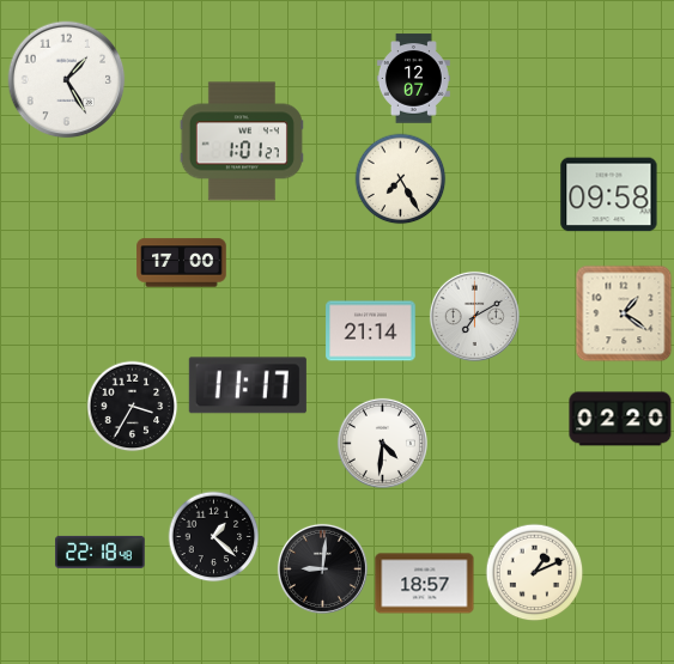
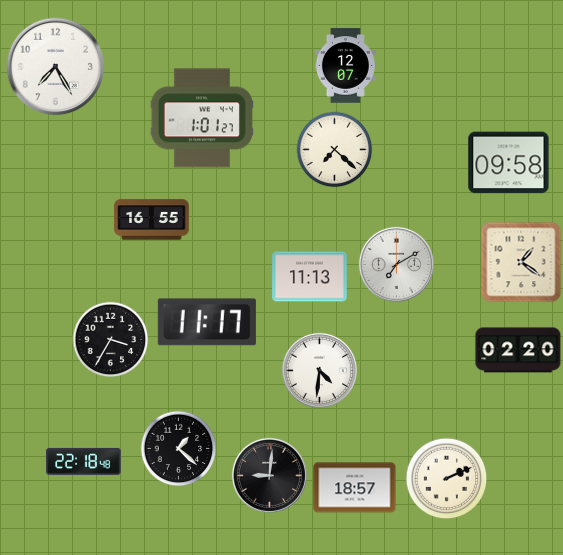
clock at (67, 80): 1:25 -> 7:25
clock at (401, 179): 7:25 -> 7:22
clock at (182, 263): 17:00 -> 16:55
clock at (371, 331): 21:14 -> 11:13
clock at (535, 573): 1:11 -> 2:11
